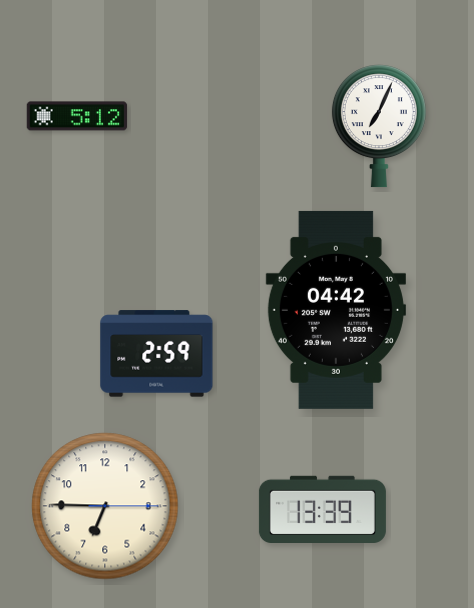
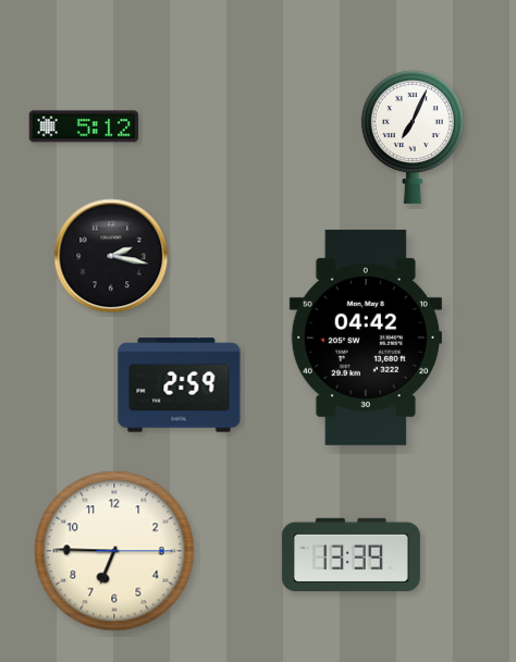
clock at (111, 256): none -> 2:17
clock at (157, 354) position: (157, 354) -> (180, 385)
